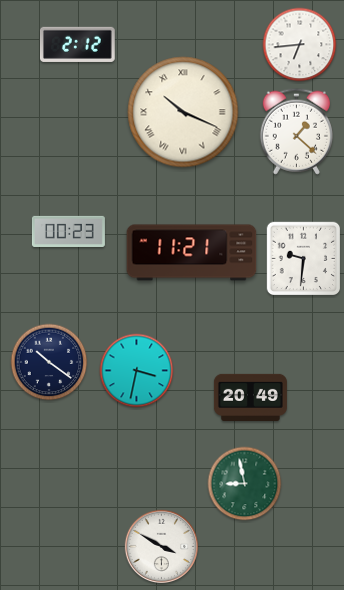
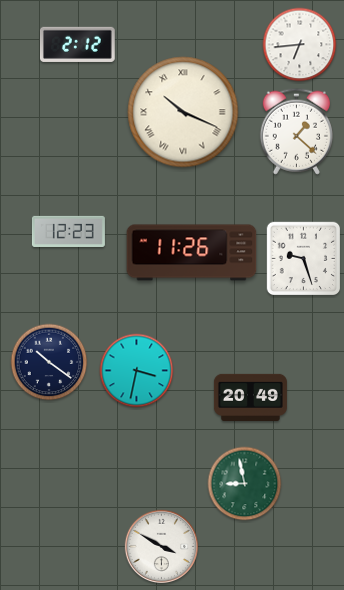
clock at (68, 231): 00:23 -> 12:23
clock at (192, 253): 11:21 -> 11:26
clock at (304, 259): 9:31 -> 9:27
